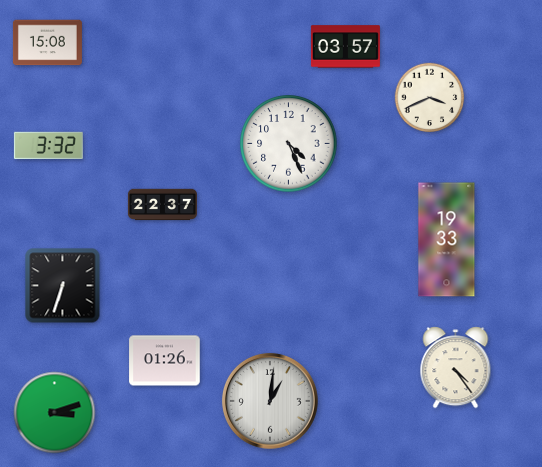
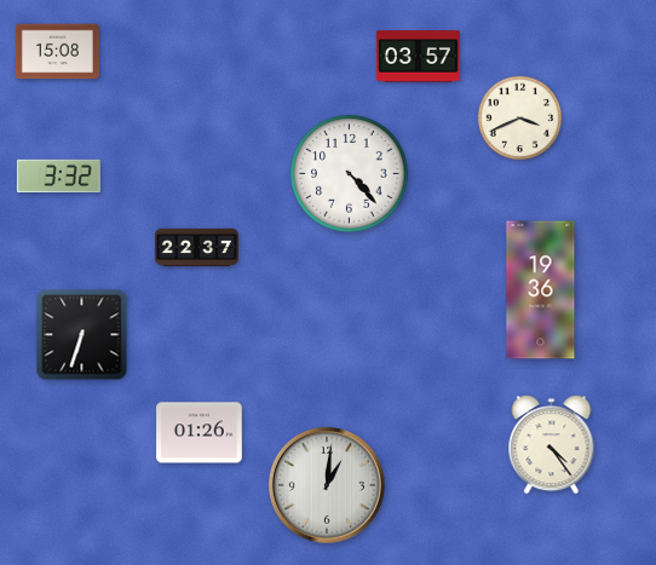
clock at (289, 144): 4:26 -> 4:23
clock at (447, 240): 19:33 -> 19:36
clock at (63, 286) position: (63, 286) -> (82, 335)
clock at (165, 361) position: (165, 361) -> (200, 433)
clock at (55, 413): 3:12 -> none
